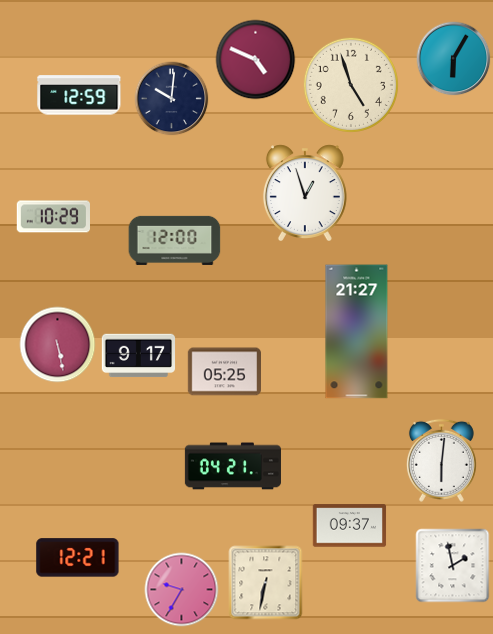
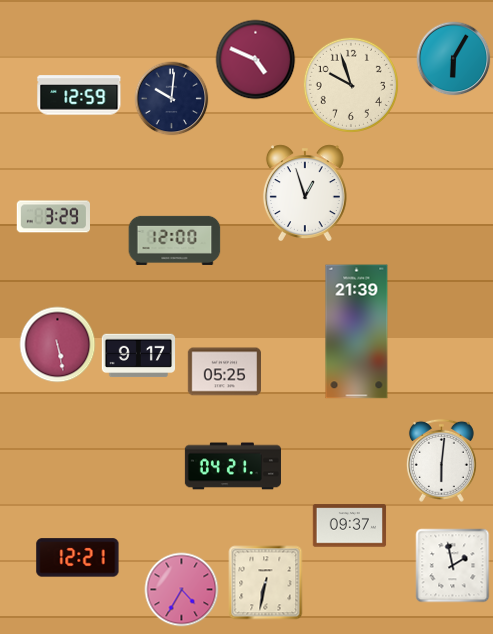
clock at (351, 85): 4:57 -> 9:57
clock at (53, 217): 10:29 -> 3:29
clock at (357, 332): 21:27 -> 21:39
clock at (182, 590): 9:35 -> 4:35
